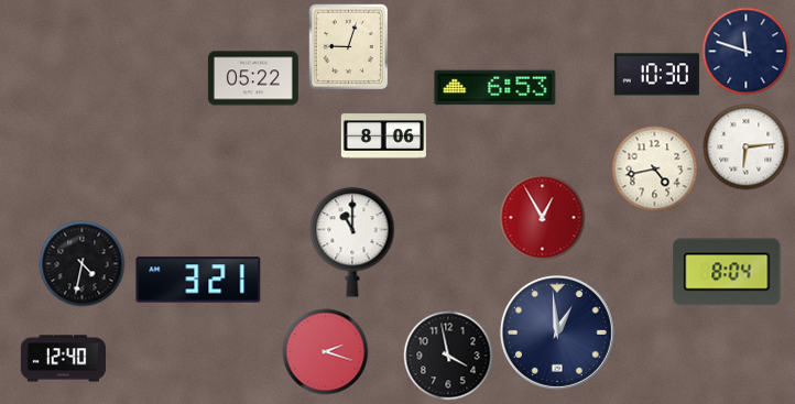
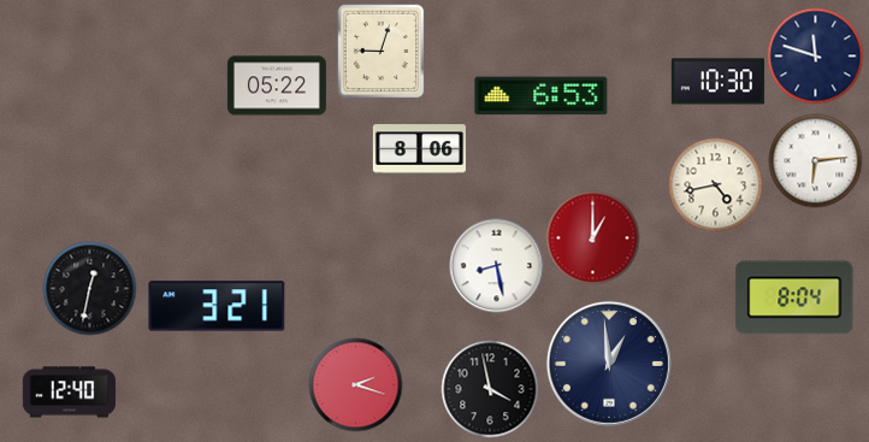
clock at (542, 217): 12:55 -> 1:00
clock at (352, 242): 11:00 -> none
clock at (496, 265): none -> 8:28
clock at (81, 263): 4:32 -> 12:32
